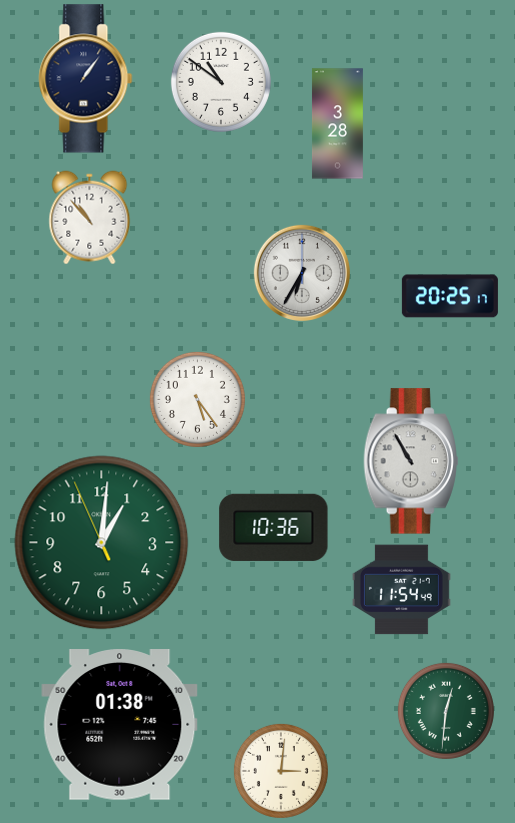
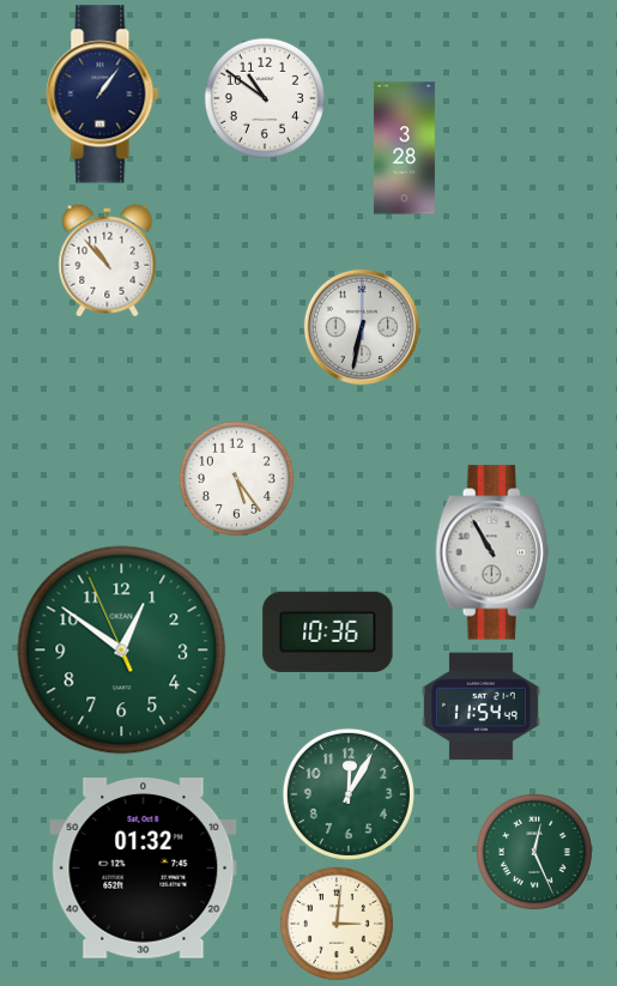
clock at (302, 273): 6:35 -> 6:32
clock at (450, 296): 20:25 -> none
clock at (102, 543): 1:00 -> 12:50
clock at (349, 794): none -> 12:05
clock at (446, 711): 12:31 -> 12:26
clock at (120, 725): 01:38 -> 01:32
